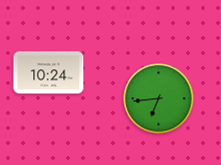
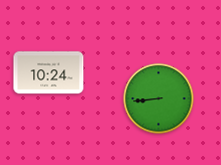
clock at (159, 99): 6:44 -> 8:44
